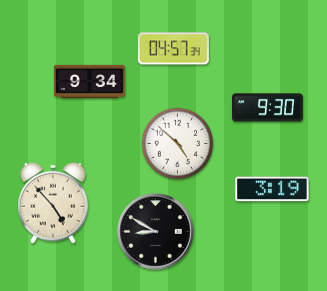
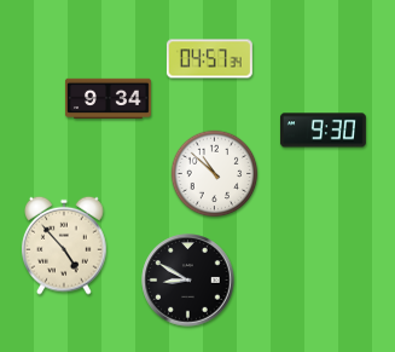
clock at (178, 144): 4:52 -> 10:52
clock at (272, 189): 3:19 -> none
